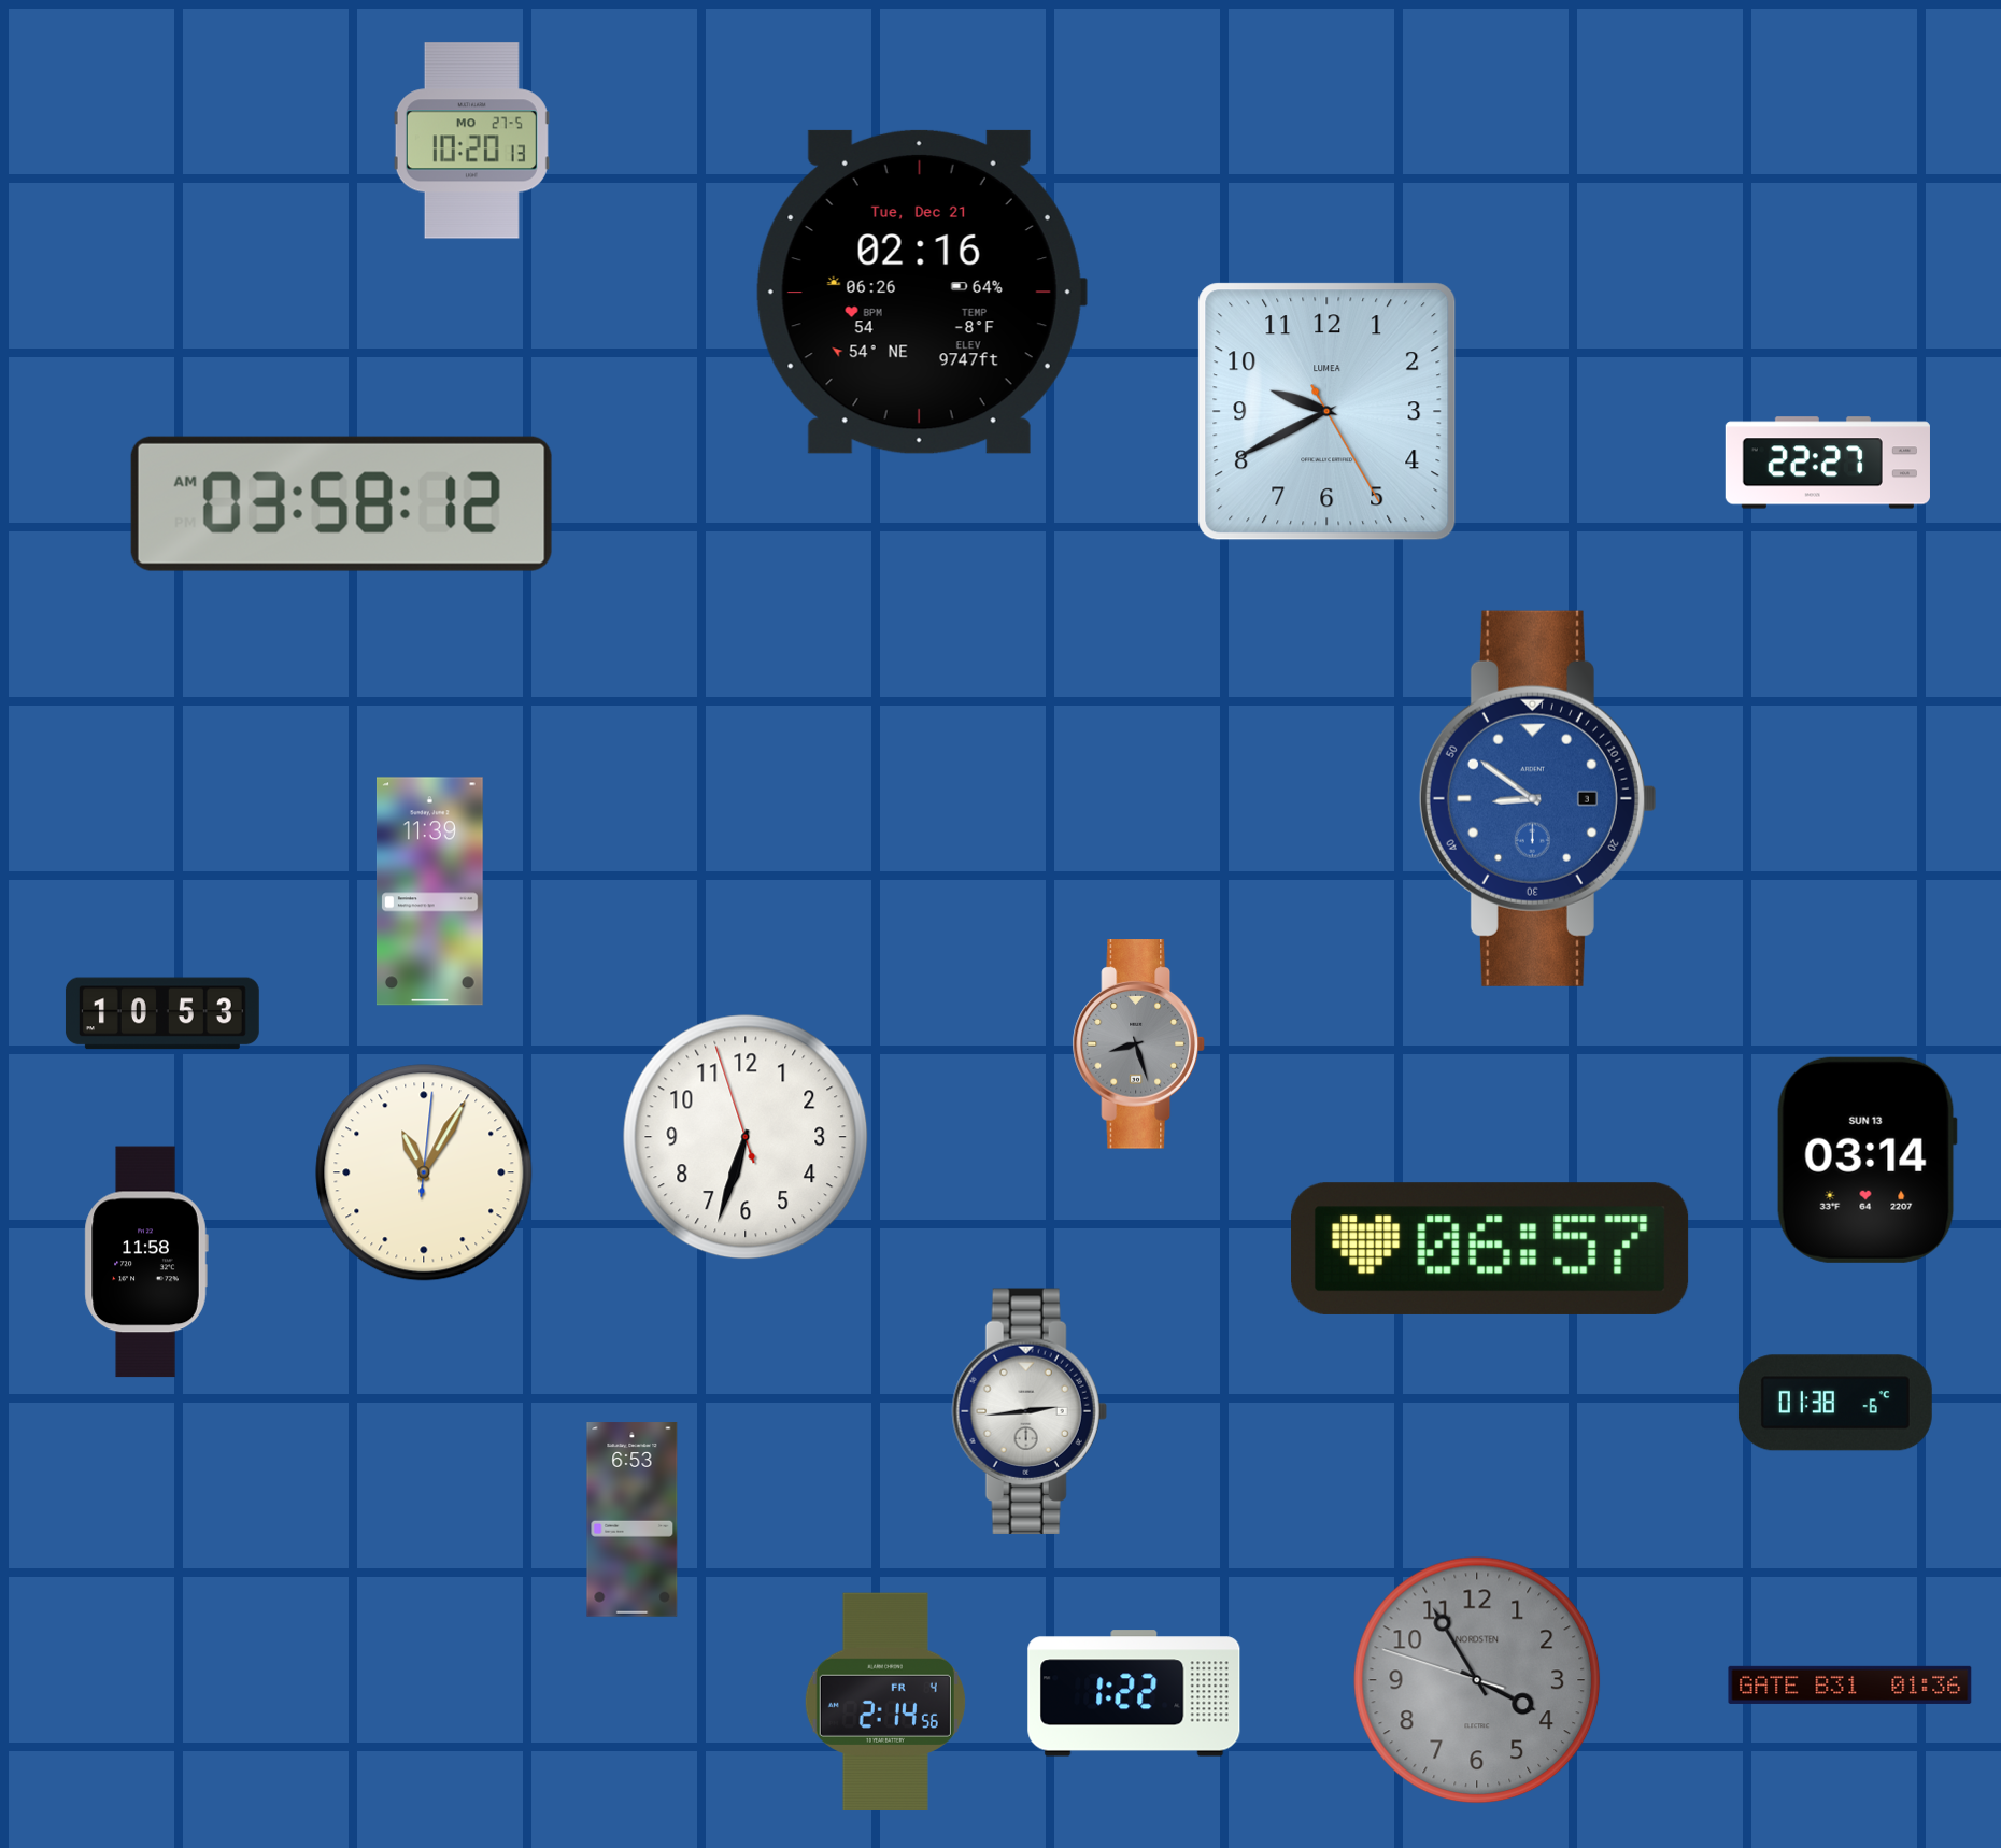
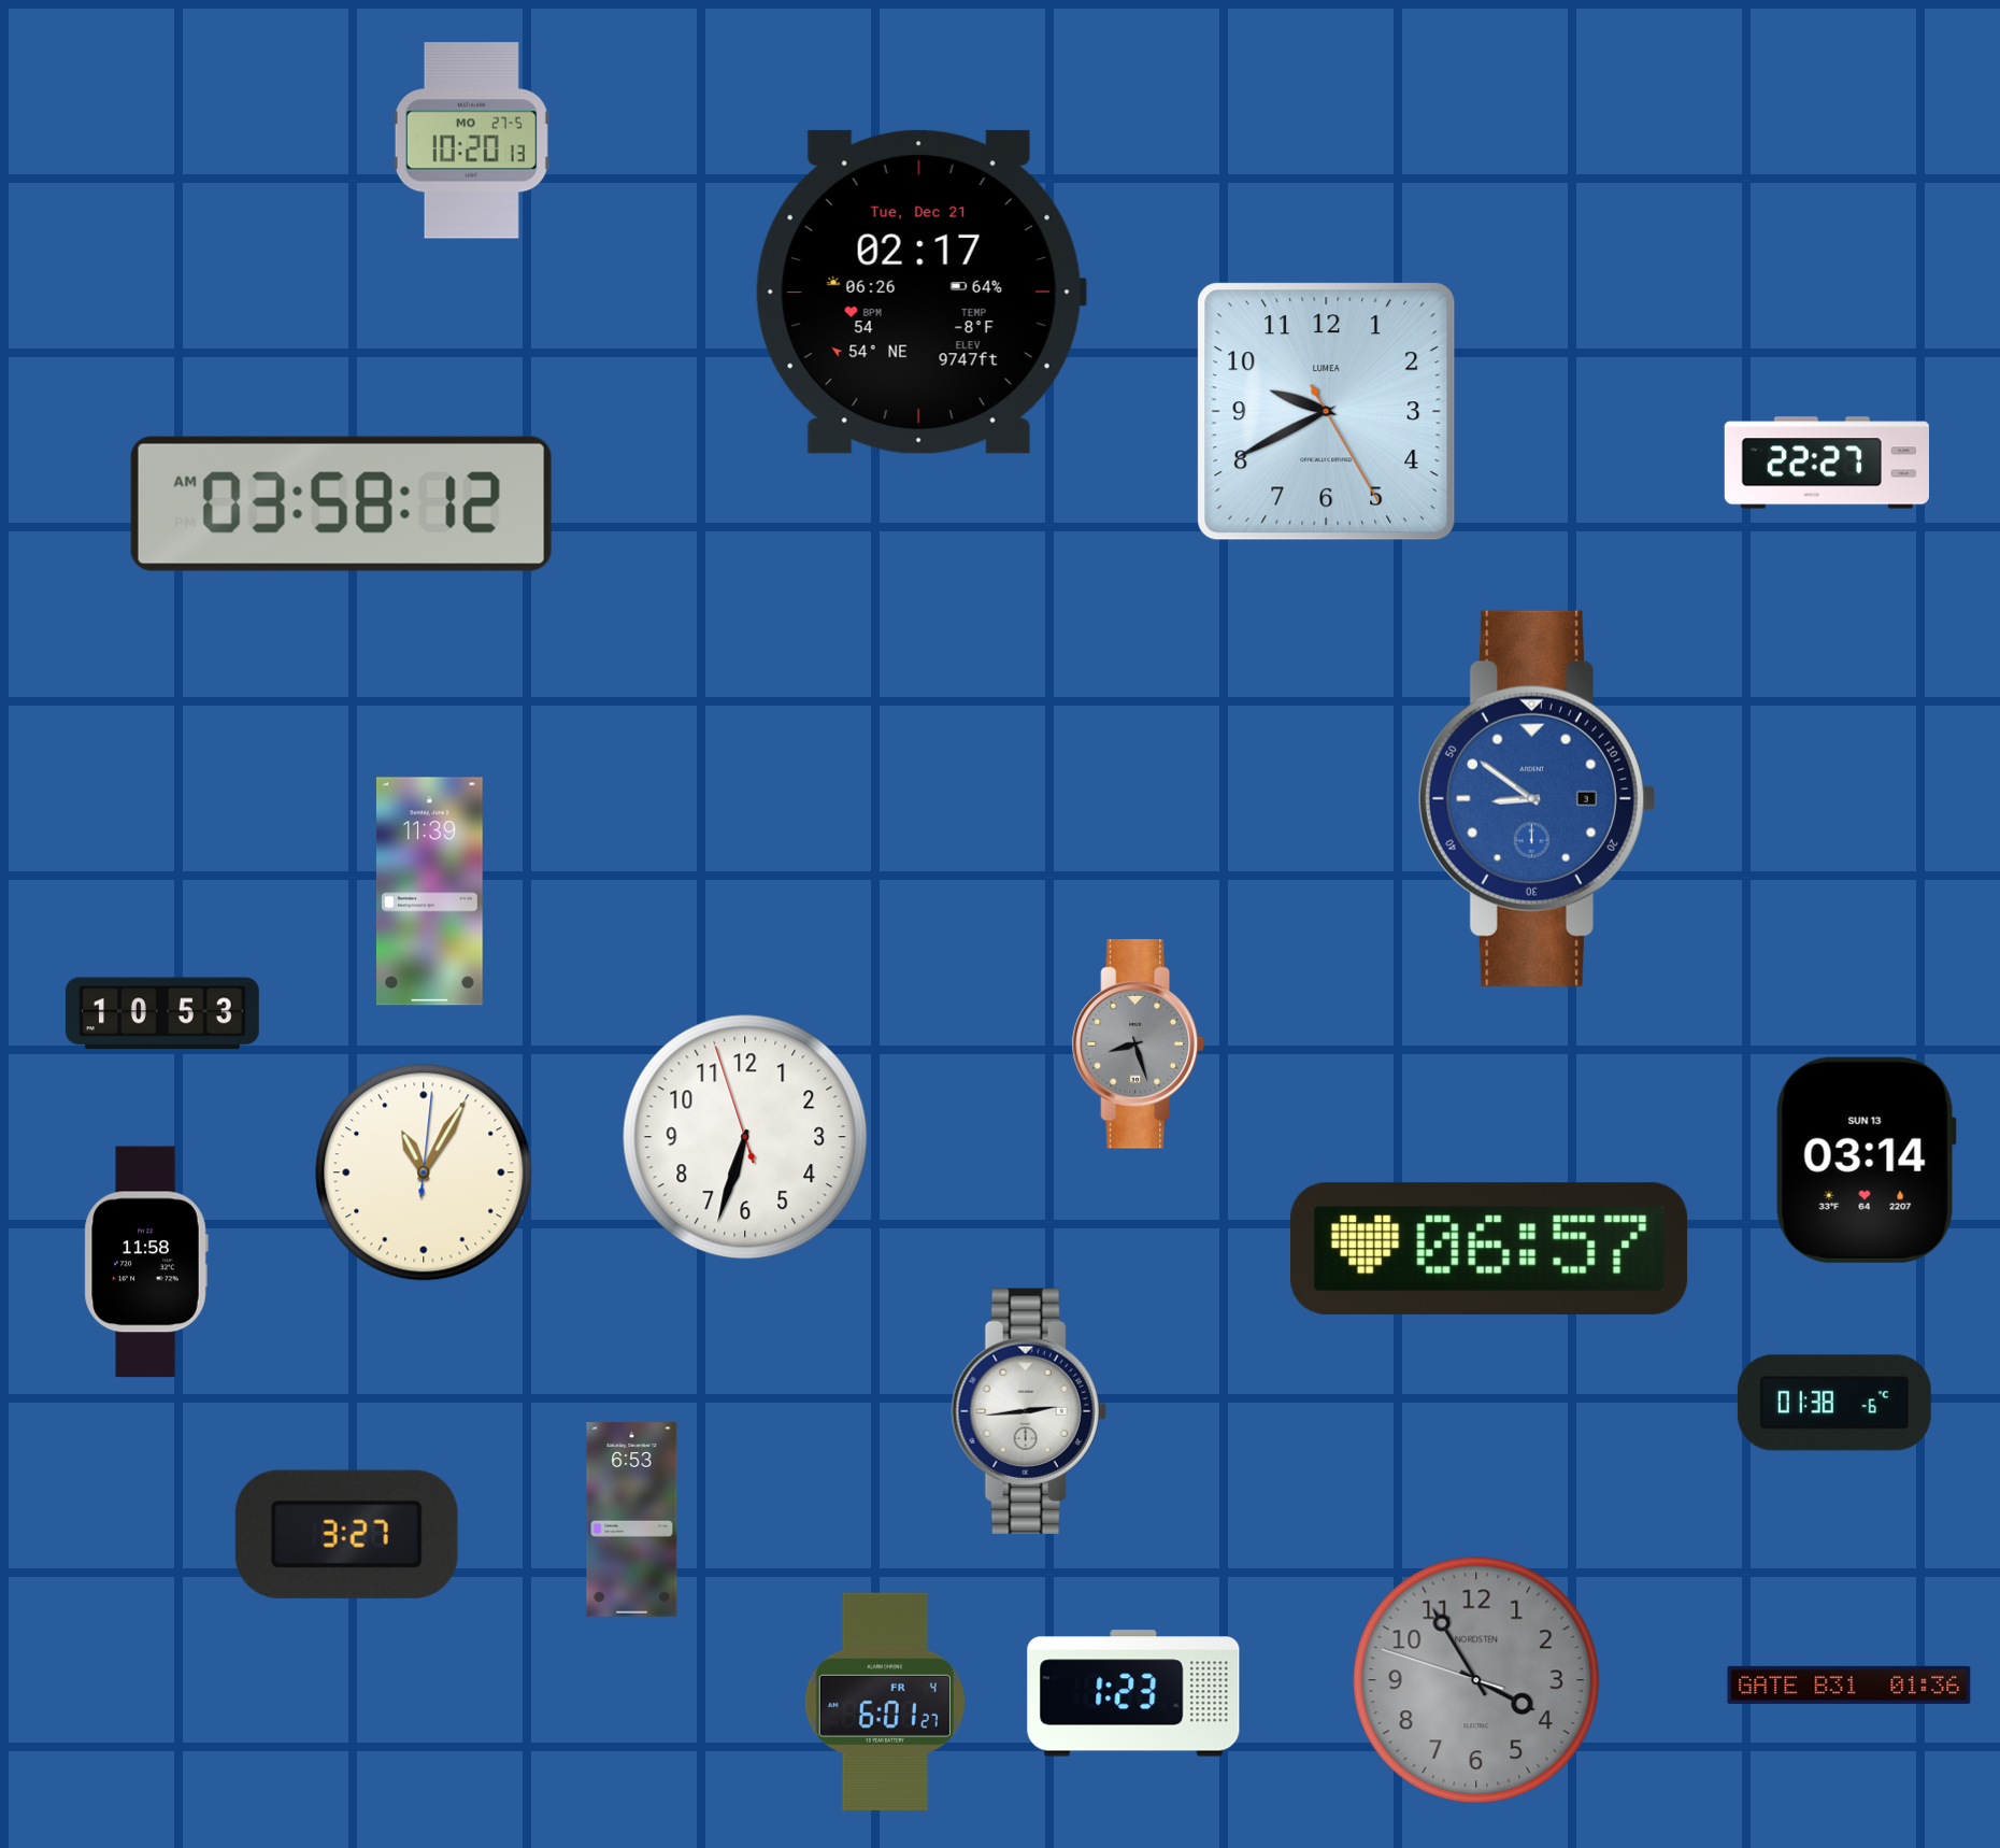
clock at (921, 292): 02:16 -> 02:17
clock at (346, 1534): none -> 3:27
clock at (1134, 1693): 1:22 -> 1:23
clock at (885, 1701): 2:14 -> 6:01
